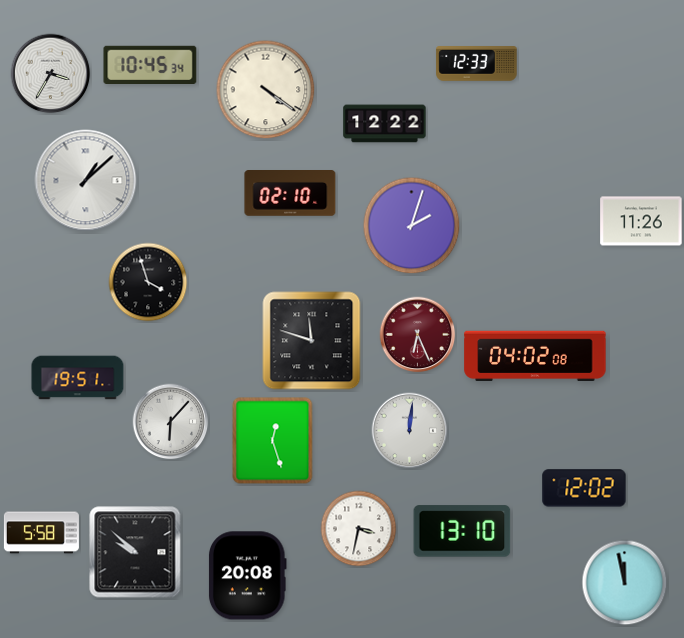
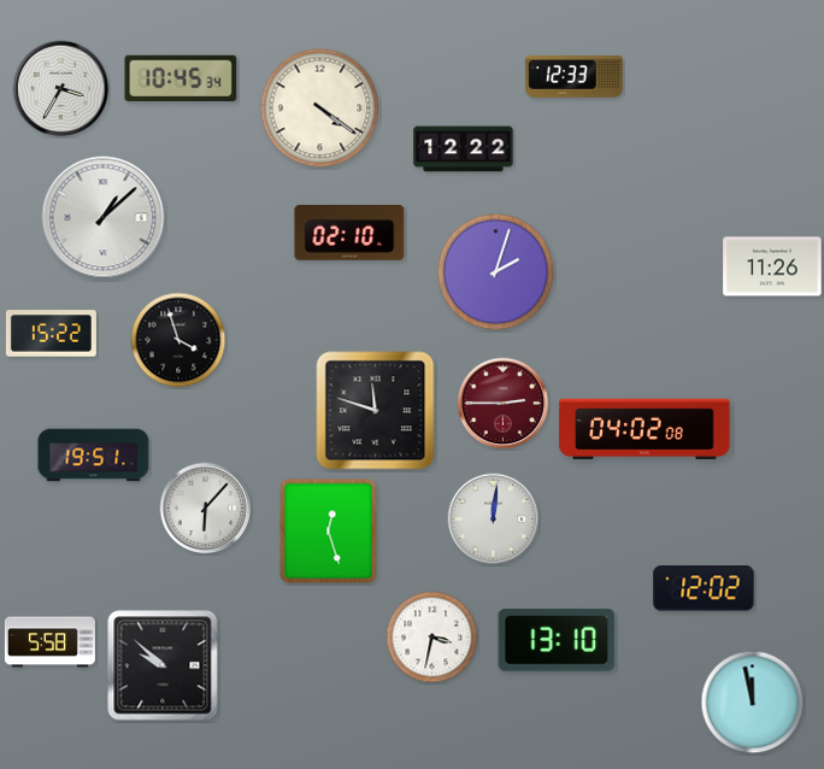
clock at (51, 334): none -> 15:22
clock at (418, 335): 6:26 -> 2:45
clock at (247, 576): 20:08 -> none
